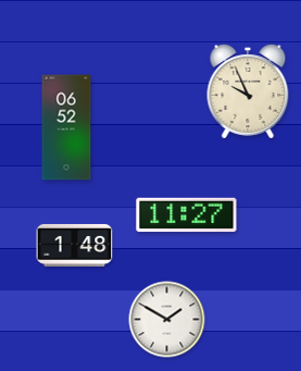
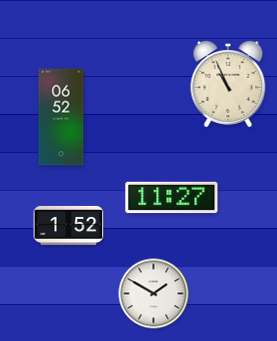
clock at (248, 91): 9:56 -> 10:56
clock at (75, 245): 1:48 -> 1:52
